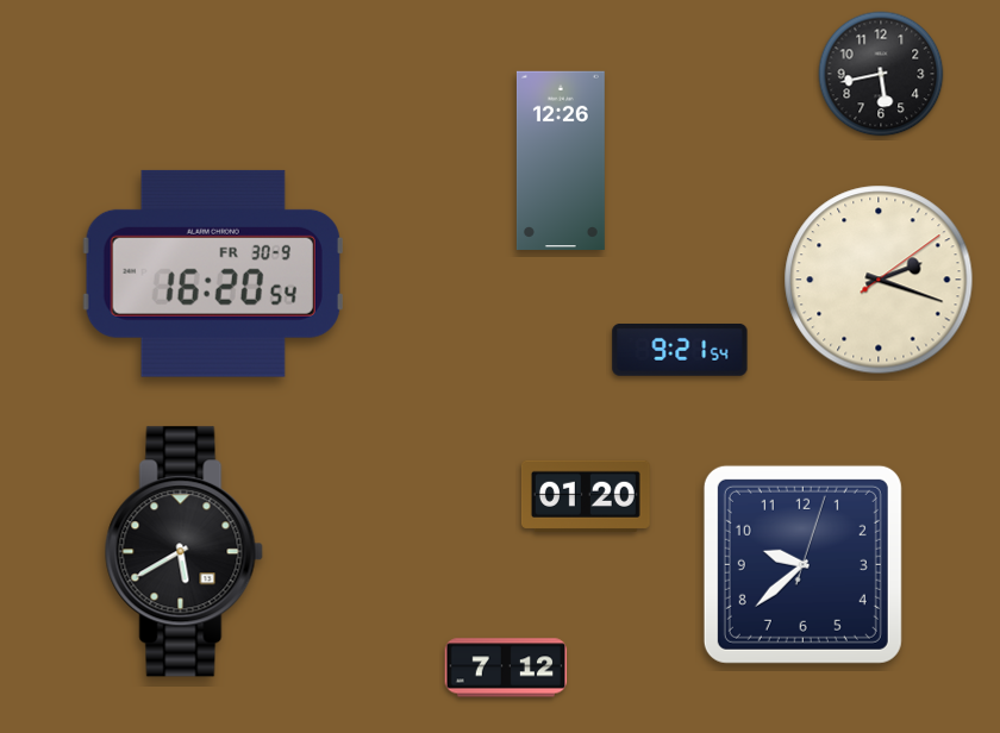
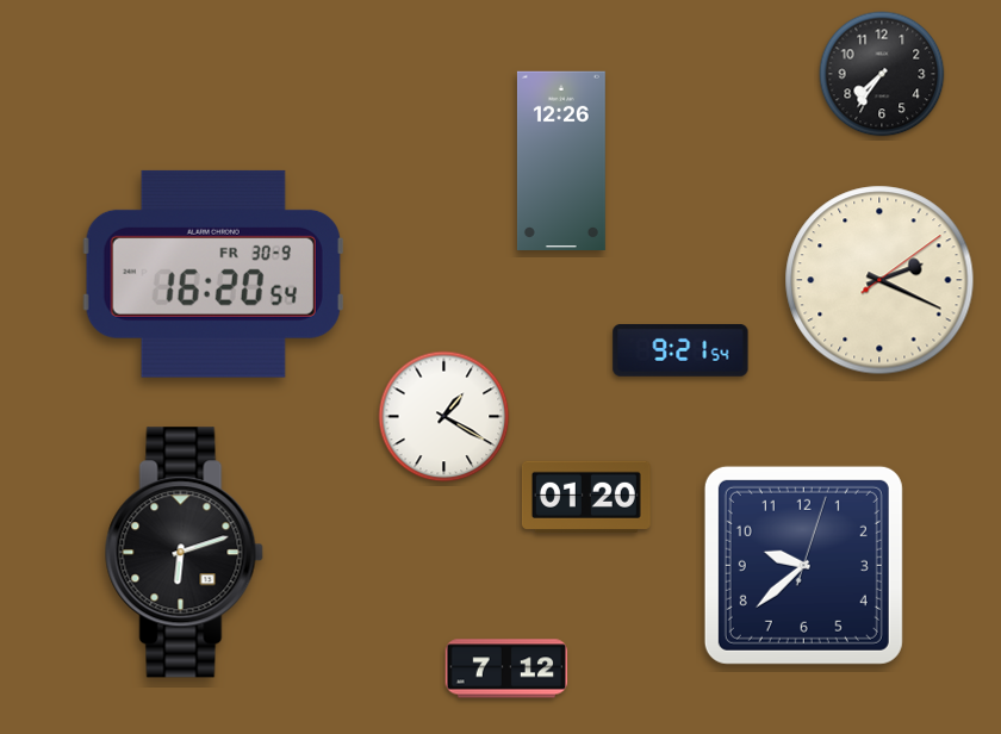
clock at (881, 74): 5:43 -> 7:36
clock at (879, 280): 2:18 -> 2:19
clock at (444, 417): none -> 1:20
clock at (183, 552): 5:40 -> 6:12
